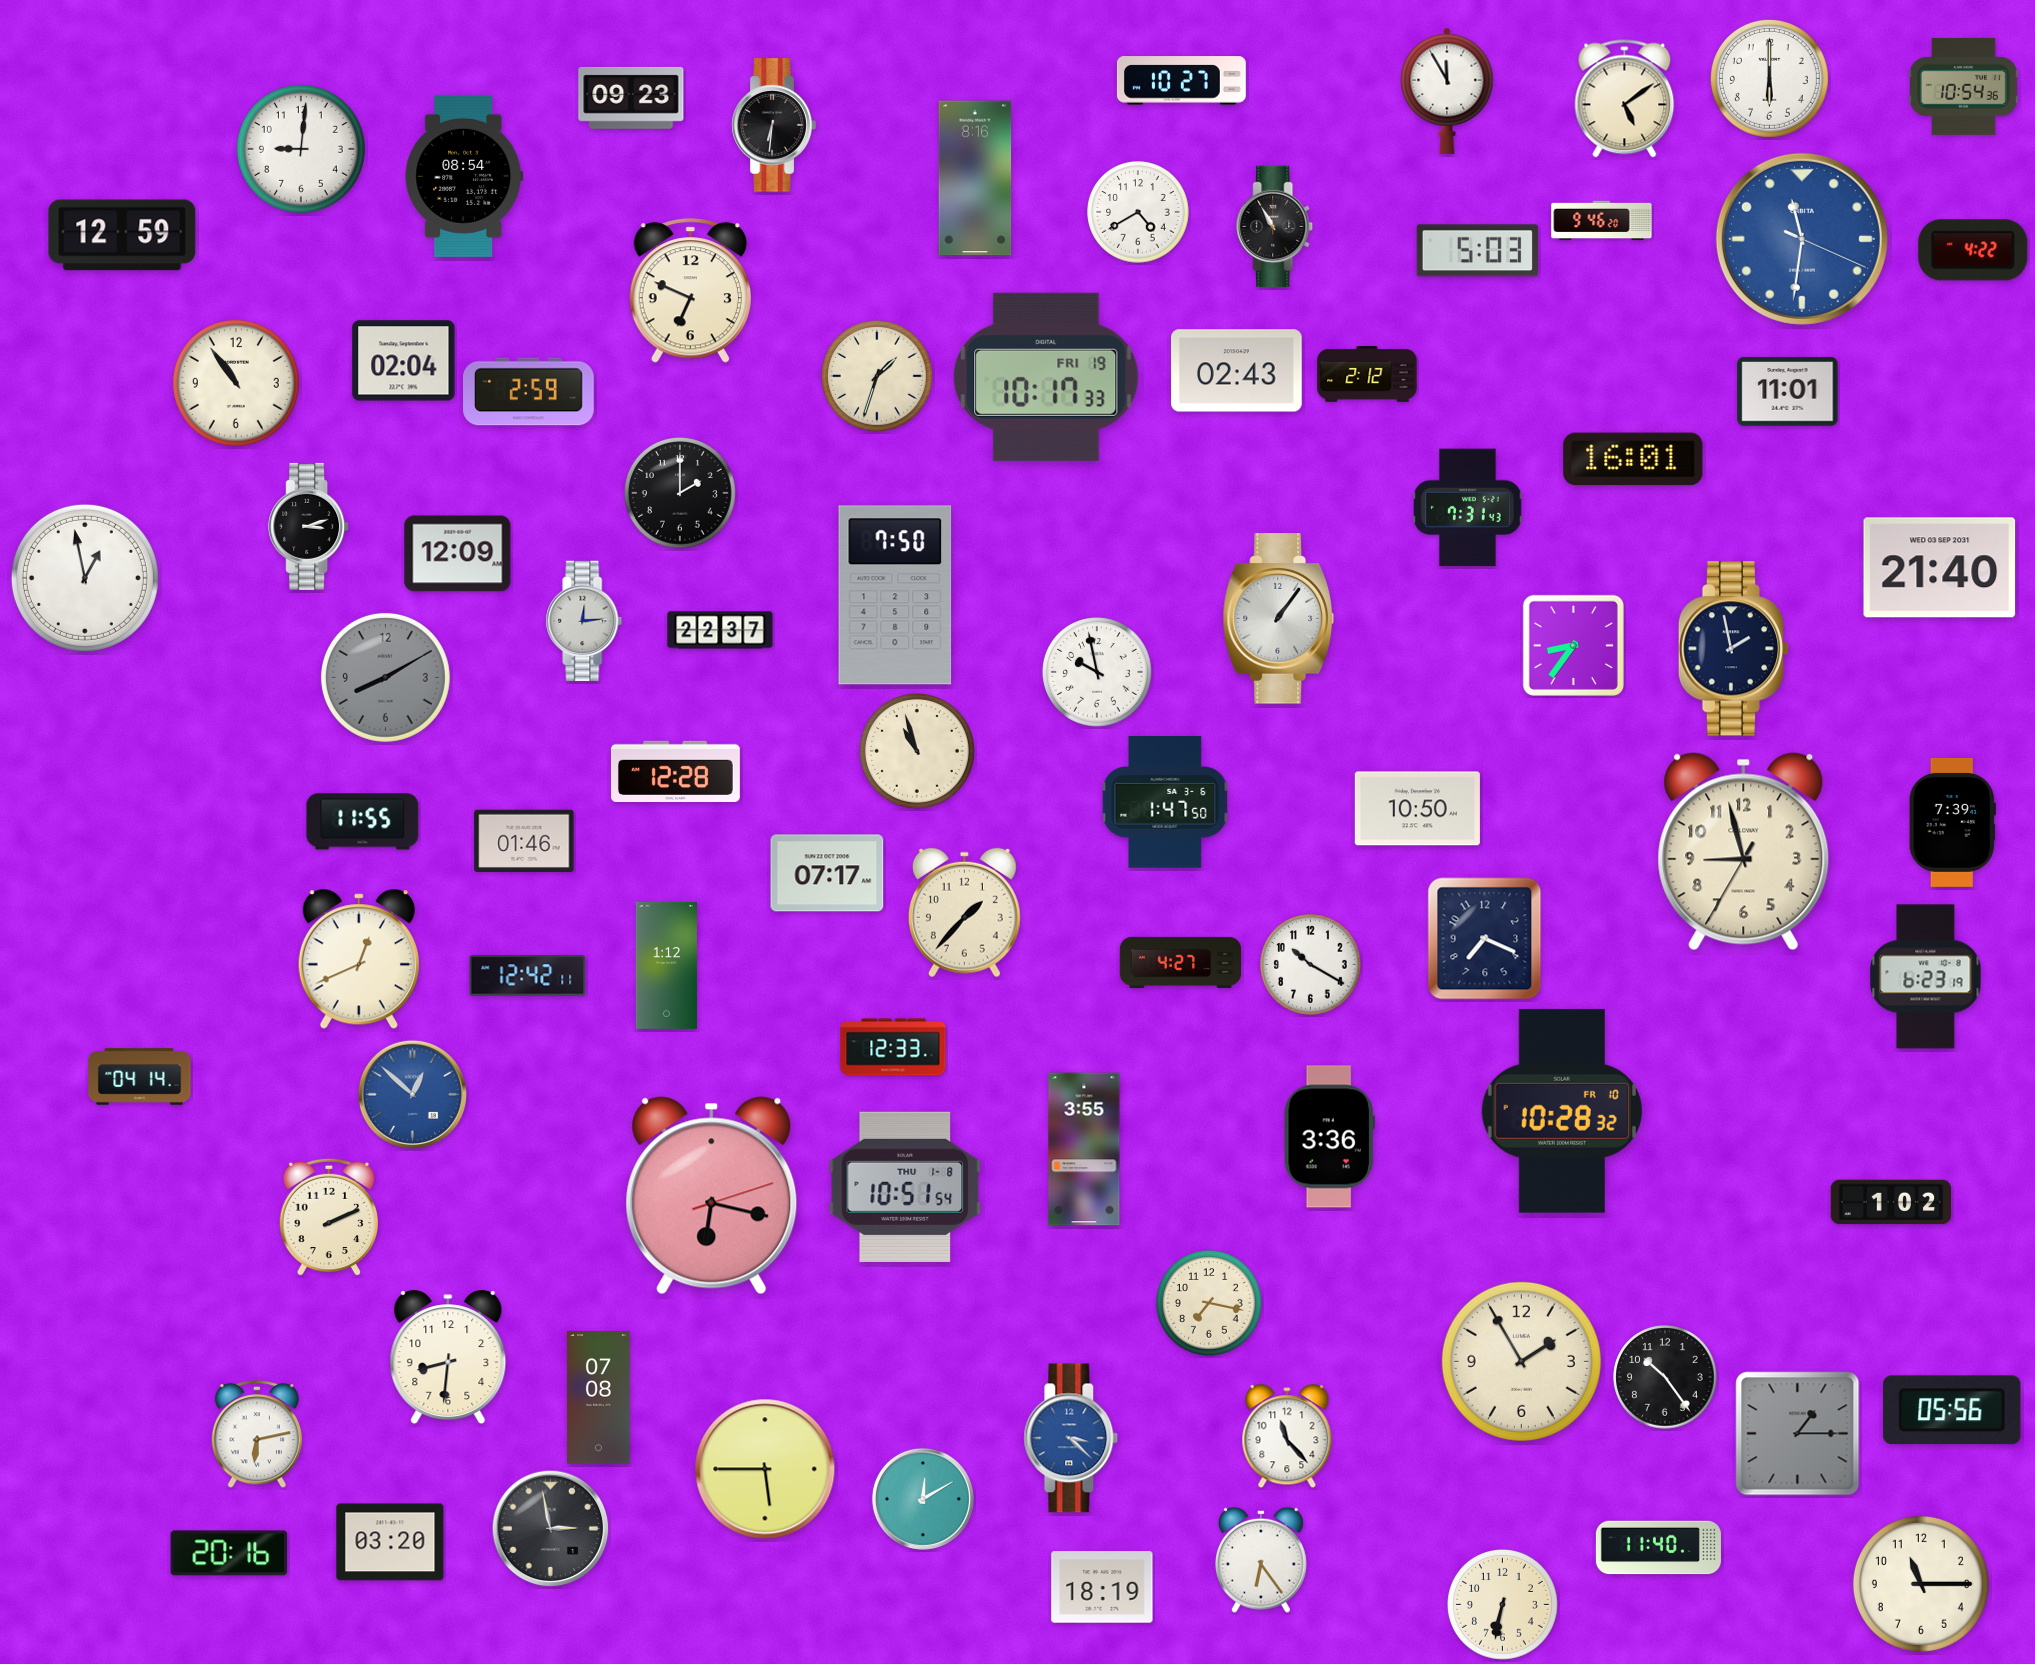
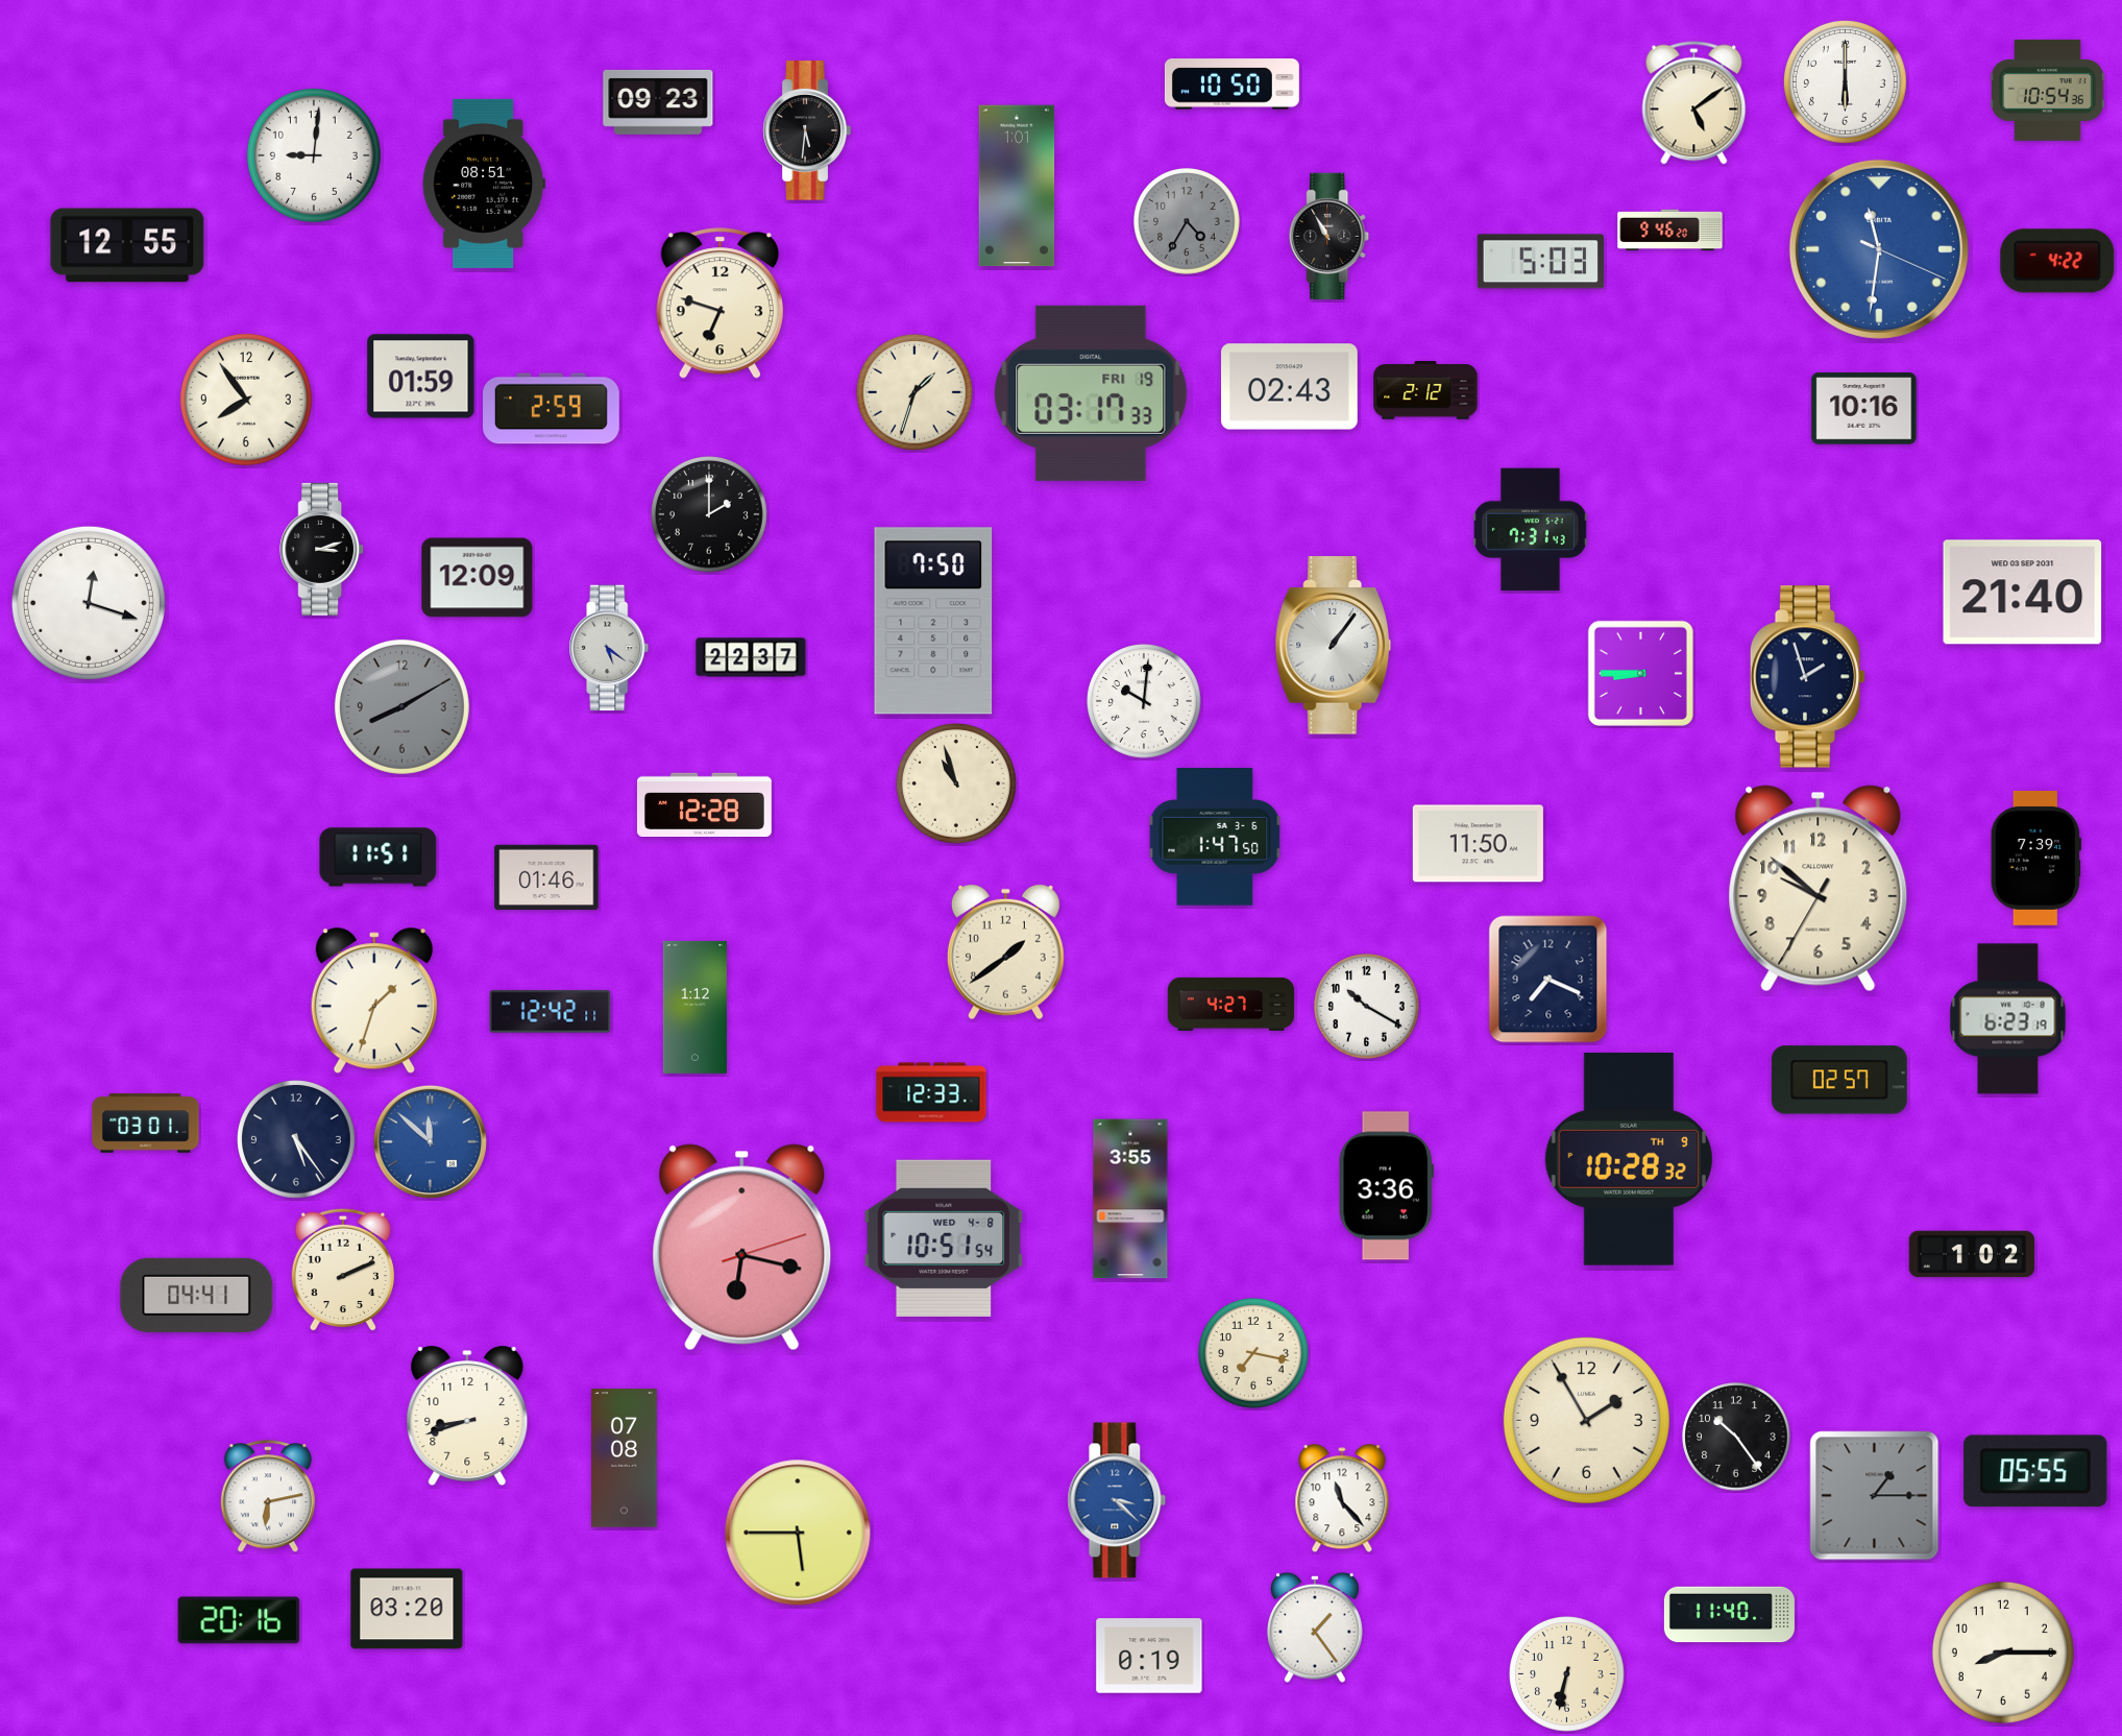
clock at (1181, 81): 10:27 -> 10:50
clock at (1447, 91): 11:55 -> none
clock at (774, 125): 6:31 -> 5:31
clock at (464, 176): 08:54 -> 08:51
clock at (975, 178): 8:16 -> 1:01
clock at (1138, 212): 4:40 -> 4:35
clock at (1138, 212) dial: white -> grey
clock at (122, 235): 12:59 -> 12:55
clock at (690, 291): 6:49 -> 6:48
clock at (404, 361): 02:04 -> 01:59
clock at (1046, 377): 10:17 -> 03:17
clock at (236, 383): 10:54 -> 7:54
clock at (1788, 392): 11:01 -> 10:16
clock at (1633, 459): 16:01 -> none
clock at (85, 578): 12:58 -> 12:18
clock at (584, 621): 12:14 -> 5:21
clock at (1573, 645): 8:36 -> 8:45
clock at (1734, 649): 1:58 -> 1:57
clock at (1097, 672): 9:58 -> 10:01
clock at (1417, 809): 10:50 -> 11:50
clock at (363, 822): 11:55 -> 11:51
clock at (1744, 852): 8:57 -> 9:51
clock at (827, 873): 07:17 -> none
clock at (964, 913): 1:37 -> 1:39
clock at (359, 960): 12:41 -> 1:33
clock at (528, 976) position: (528, 976) -> (551, 1012)
clock at (1839, 1080): none -> 02:57
clock at (140, 1077): 04:14 -> 03:01
clock at (297, 1140): none -> 5:24
clock at (412, 1094): 12:52 -> 11:52
clock at (1562, 1111) date: FR 10 -> TH 9
clock at (905, 1187) date: THU 1-8 -> WED 4-8
clock at (197, 1295): none -> 04:41
clock at (1209, 1303) position: (1209, 1303) -> (1253, 1353)
clock at (448, 1356): 8:31 -> 8:42
clock at (1952, 1410): 05:56 -> 05:55
clock at (923, 1499): 12:10 -> none
clock at (551, 1529): 2:58 -> none
clock at (1261, 1560): 6:24 -> 1:24
clock at (1921, 1584): 11:15 -> 8:15
clock at (1102, 1587): 18:19 -> 0:19
